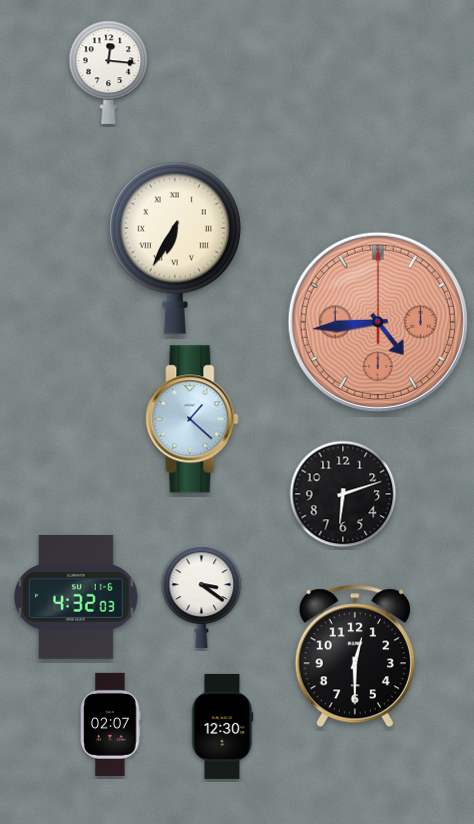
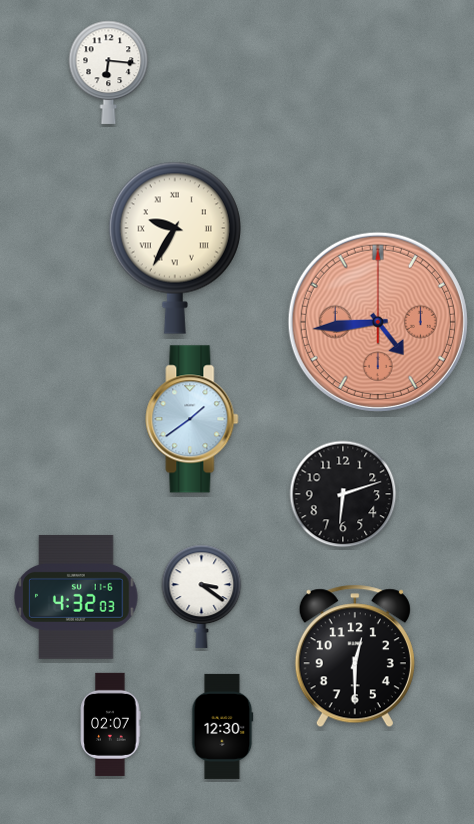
clock at (109, 72): 12:16 -> 6:16
clock at (175, 248): 6:35 -> 9:35
clock at (192, 419): 1:22 -> 1:39
